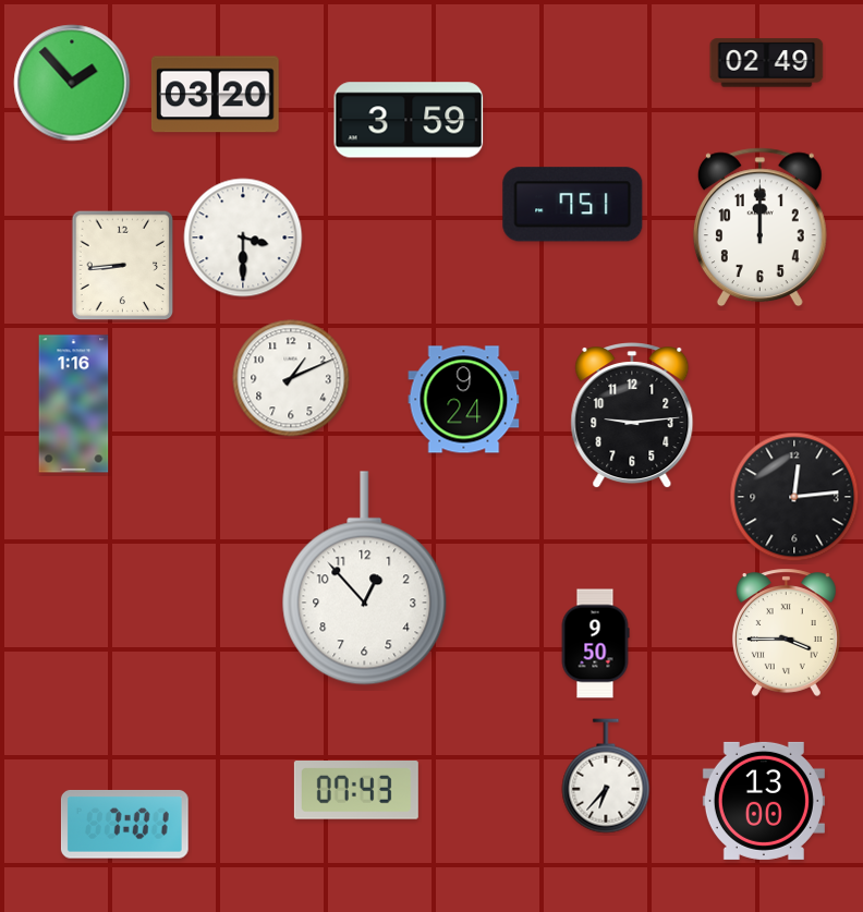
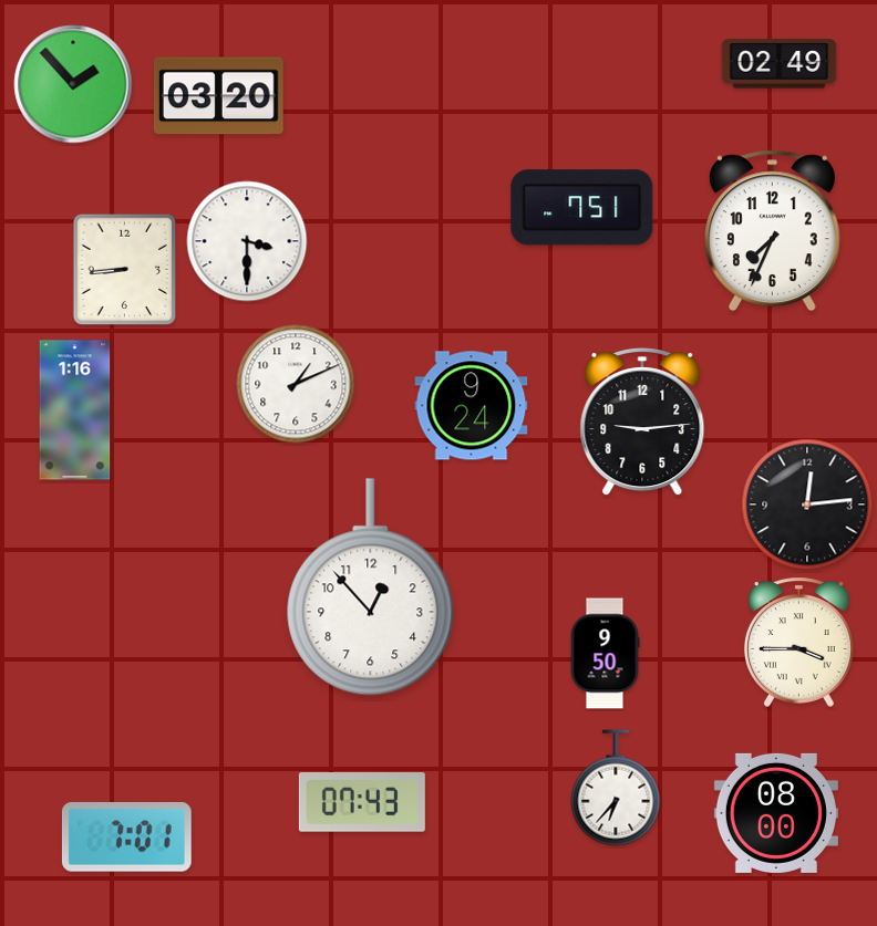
clock at (409, 120): 3:59 -> none
clock at (759, 228): 12:00 -> 7:34
clock at (764, 801): 13:00 -> 08:00
